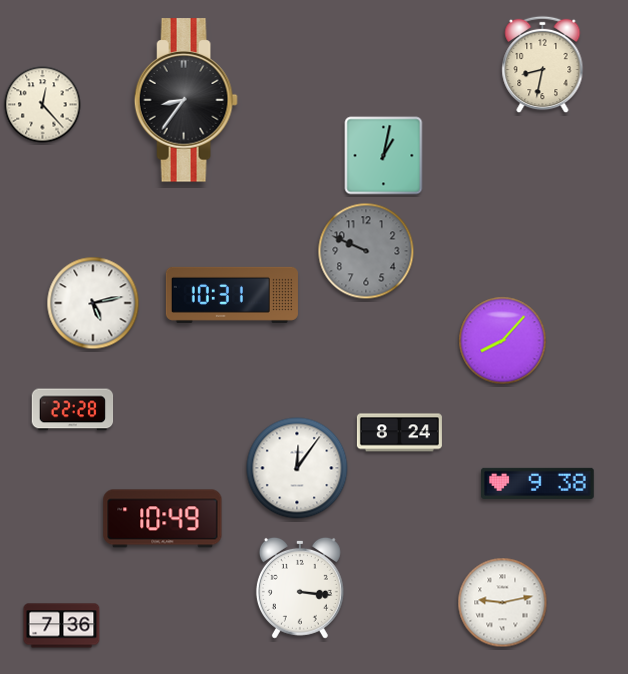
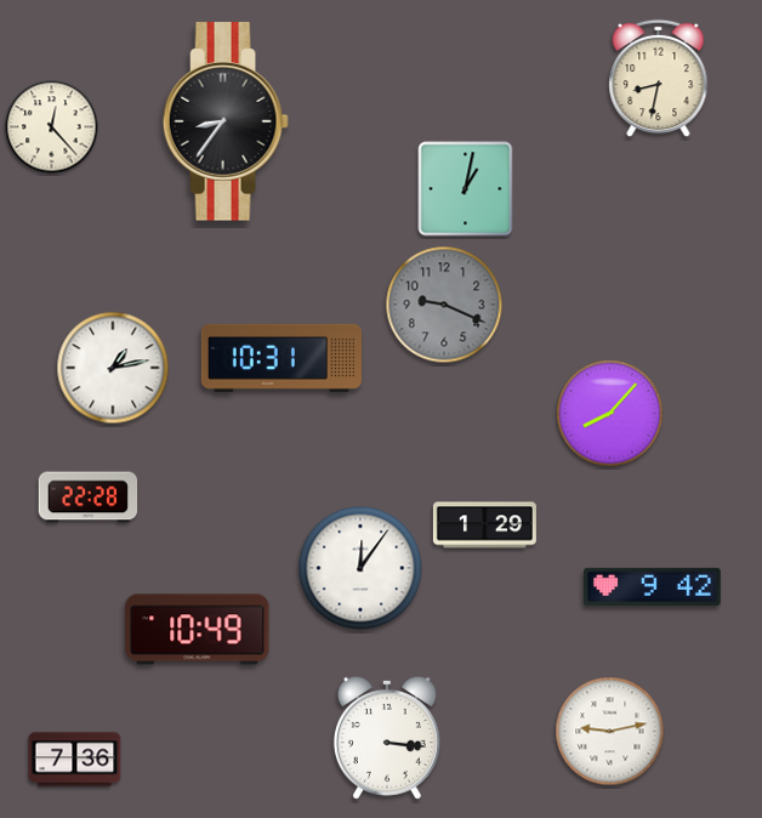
clock at (366, 251): 9:49 -> 9:19
clock at (93, 303): 5:13 -> 1:13
clock at (399, 433): 8:24 -> 1:29
clock at (538, 483): 9:38 -> 9:42
clock at (300, 588) position: (300, 588) -> (387, 738)
